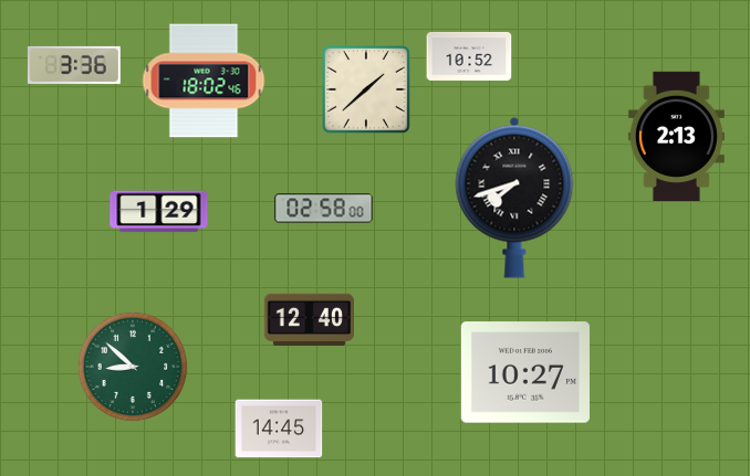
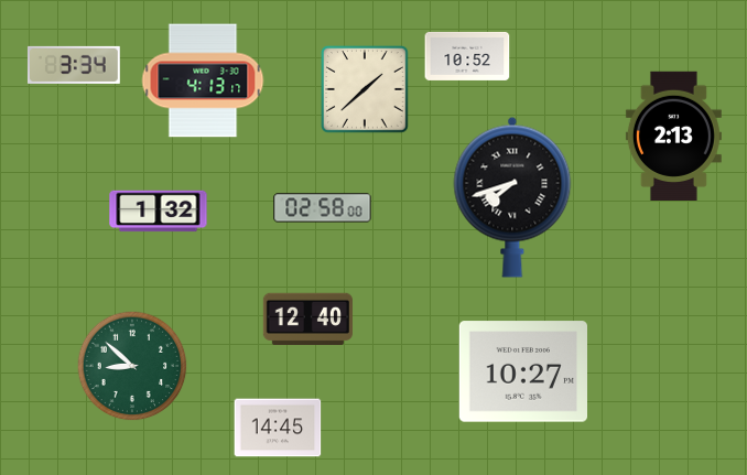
clock at (74, 65): 3:36 -> 3:34
clock at (204, 81): 18:02 -> 4:13
clock at (159, 212): 1:29 -> 1:32
